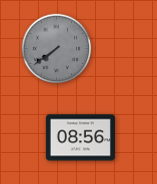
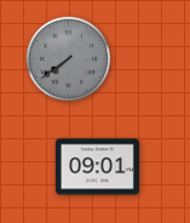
clock at (80, 138): 08:56 -> 09:01
